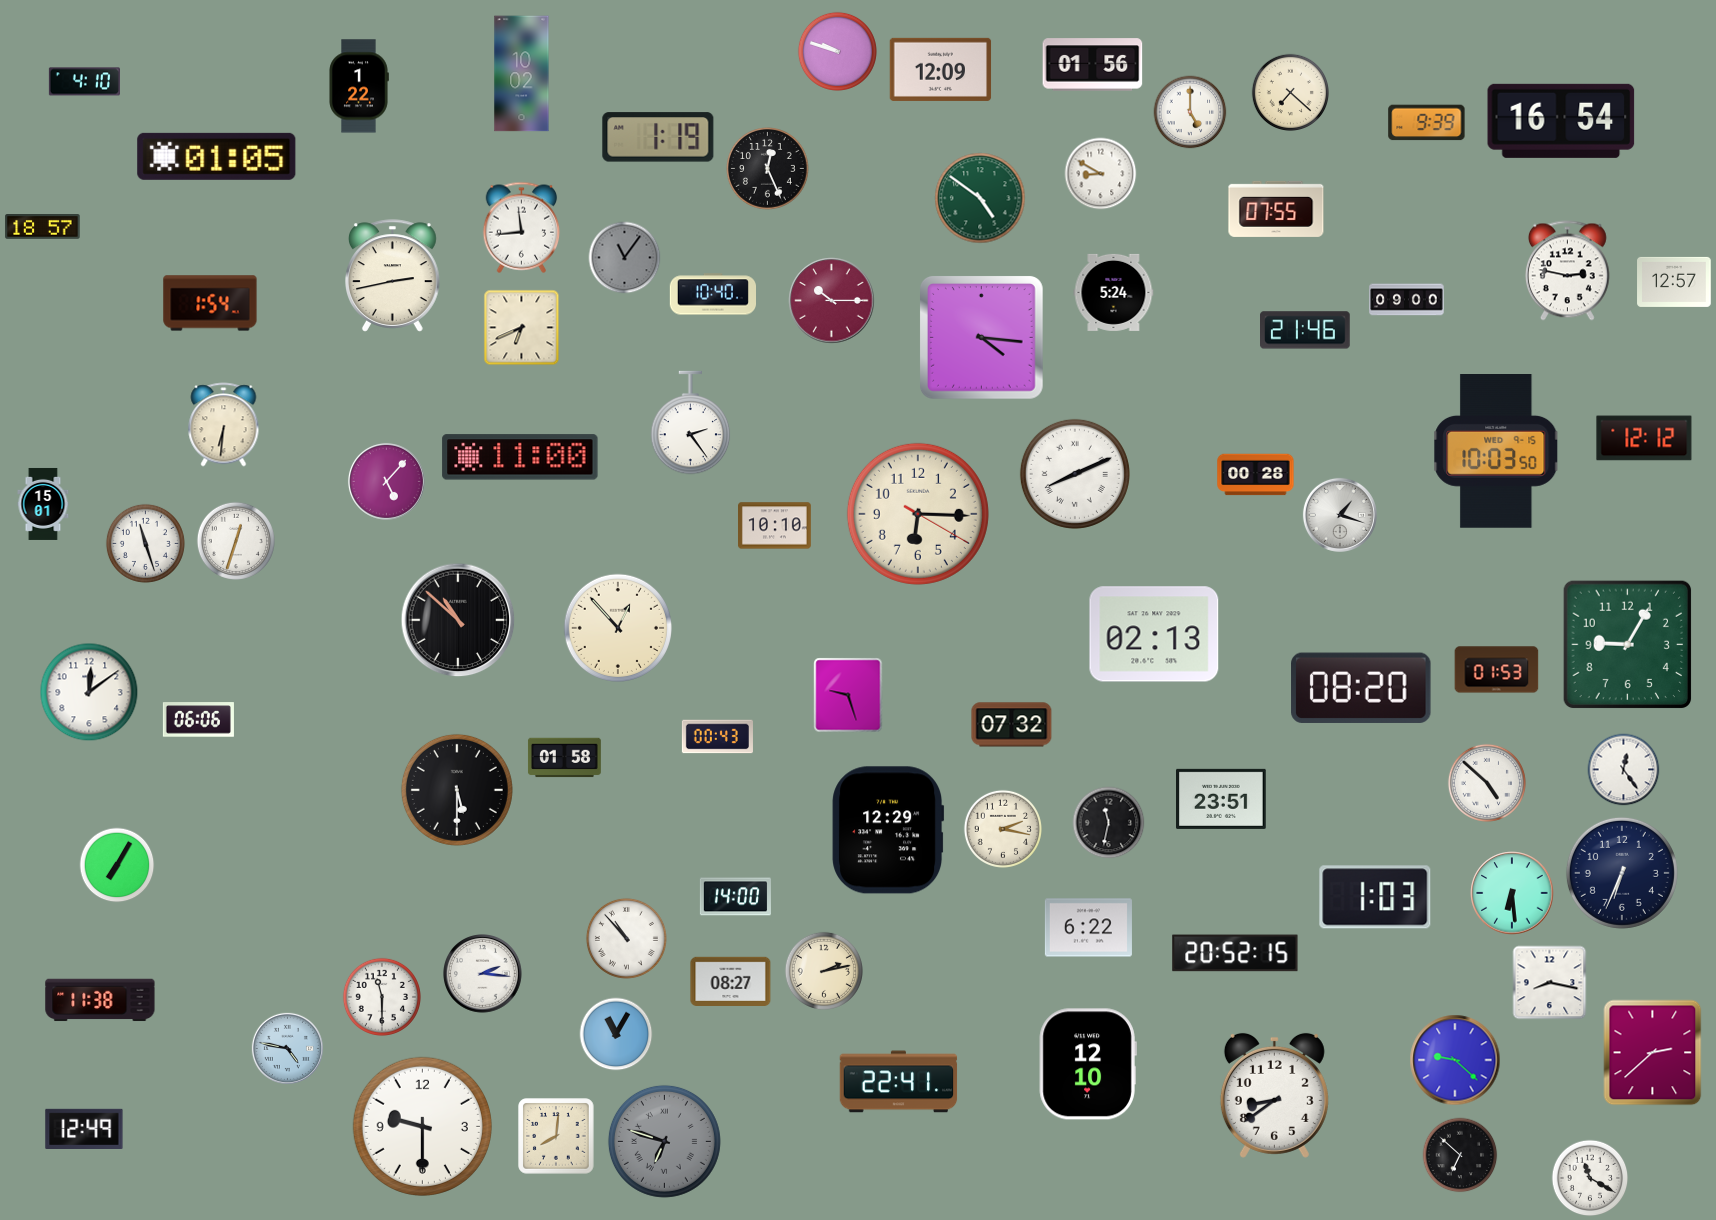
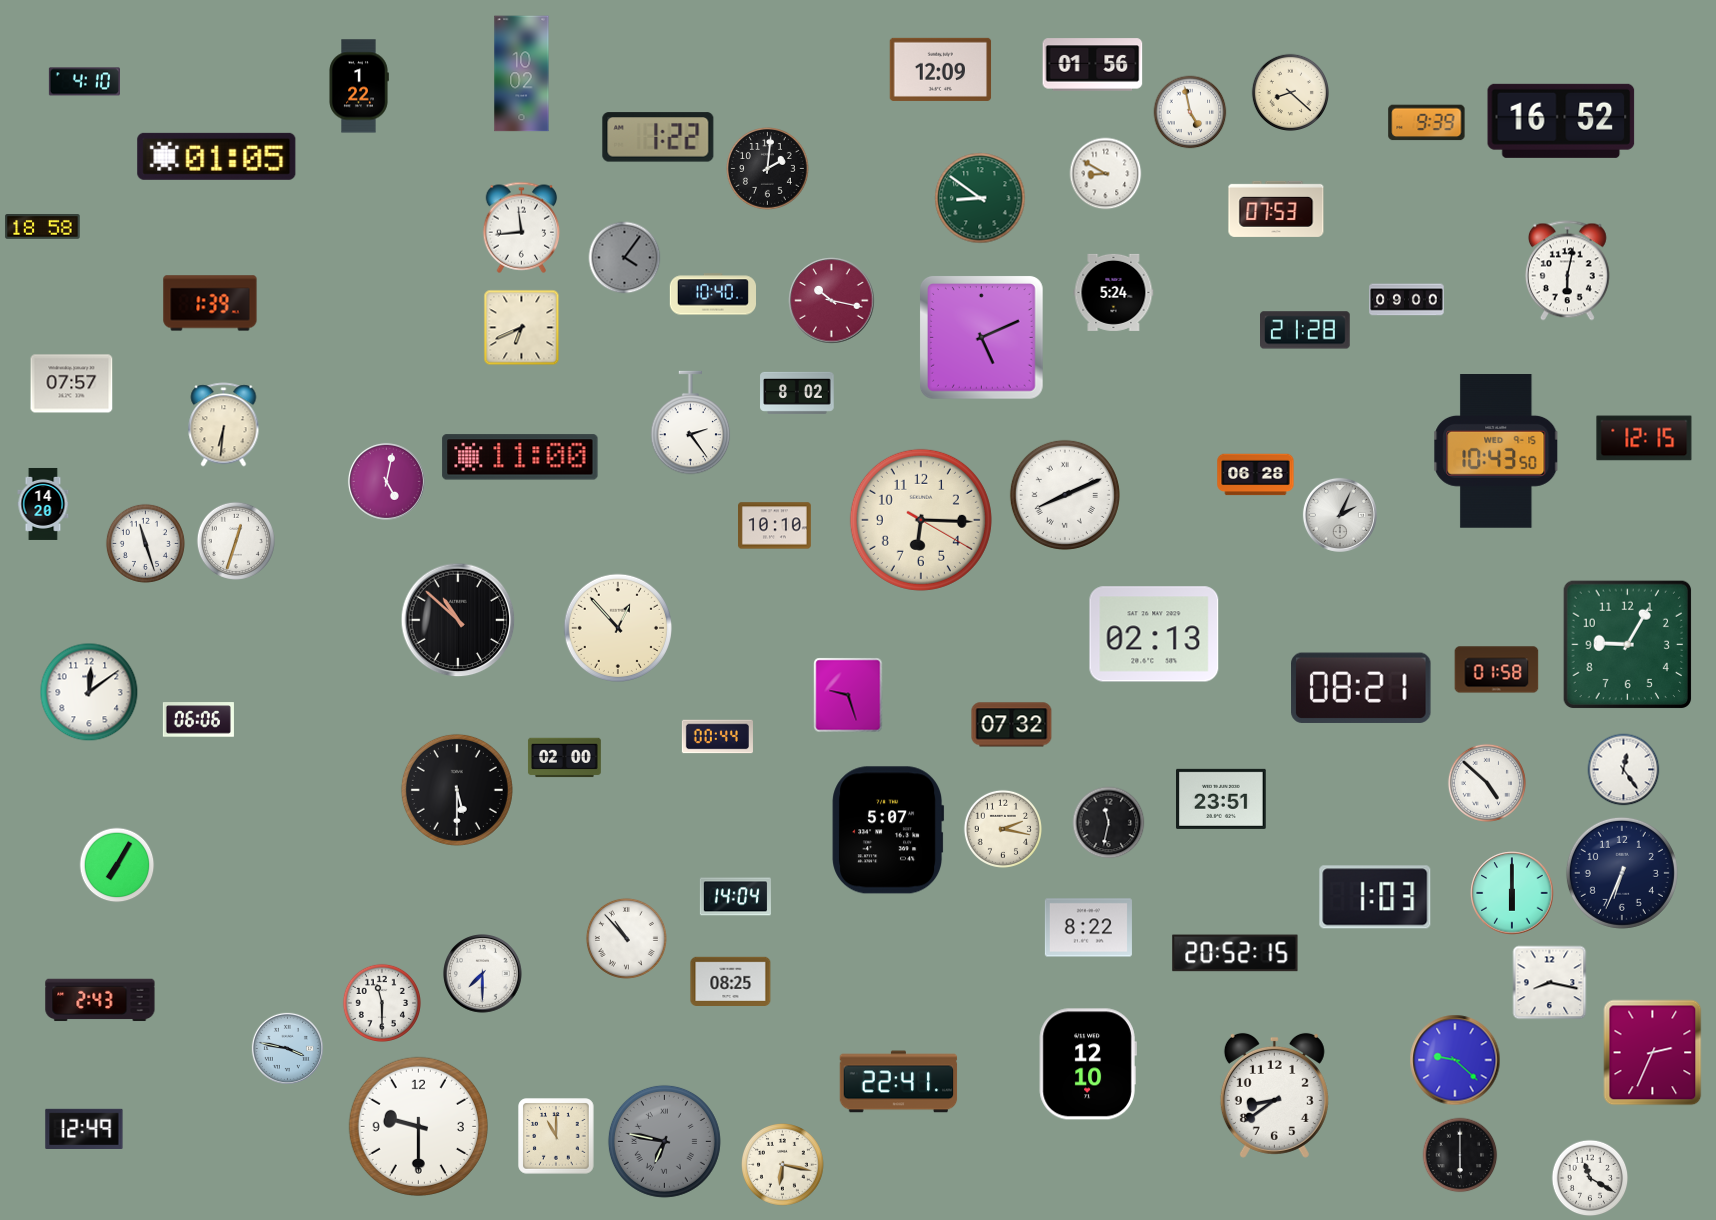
clock at (837, 51): 9:48 -> none
clock at (1290, 92): 7:22 -> 8:22
clock at (1190, 112): 5:00 -> 4:58
clock at (1561, 121): 16:54 -> 16:52
clock at (658, 137): 1:19 -> 1:22
clock at (768, 169): 12:26 -> 2:01
clock at (1101, 174) position: (1101, 174) -> (1106, 174)
clock at (980, 198): 4:51 -> 8:51
clock at (1276, 209): 07:55 -> 07:53
clock at (43, 227): 18:57 -> 18:58
clock at (625, 258): 11:06 -> 4:06
clock at (1567, 271): 2:47 -> 6:02
clock at (393, 276): 2:43 -> none
clock at (1674, 282): 12:57 -> none
clock at (832, 301): 10:15 -> 10:17
clock at (210, 303): 1:54 -> 1:39
clock at (1306, 330): 21:46 -> 21:28
clock at (981, 337): 4:16 -> 5:11
clock at (72, 384): none -> 07:57
clock at (797, 393): none -> 8:02
clock at (1644, 438): 12:12 -> 12:15
clock at (1496, 452): 10:03 -> 10:43
clock at (1075, 474) position: (1075, 474) -> (1065, 495)
clock at (1256, 475): 00:28 -> 06:28
clock at (386, 481): 5:07 -> 5:02
clock at (43, 504): 15:01 -> 14:20
clock at (918, 514) position: (918, 514) -> (921, 520)
clock at (1340, 515): 1:18 -> 2:04
clock at (1497, 670): 01:53 -> 01:58
clock at (1361, 687): 08:20 -> 08:21
clock at (717, 737): 00:43 -> 00:44
clock at (565, 758): 01:58 -> 02:00
clock at (888, 830): 12:29 -> 5:07
clock at (1512, 893): 6:29 -> 6:00
clock at (735, 897): 14:00 -> 14:04
clock at (1088, 928): 6:22 -> 8:22
clock at (824, 971): 2:13 -> none
clock at (483, 974): 2:16 -> 7:30
clock at (731, 981): 08:27 -> 08:25
clock at (382, 997) position: (382, 997) -> (382, 1003)
clock at (100, 1000): 11:38 -> 2:43
clock at (616, 1034): 11:05 -> none
clock at (287, 1048): 4:47 -> 3:47
clock at (1653, 1053): 2:38 -> 2:34
clock at (422, 1126) position: (422, 1126) -> (418, 1126)
clock at (556, 1136): 8:01 -> 11:00
clock at (664, 1141): 6:48 -> 6:47
clock at (1460, 1155): 6:52 -> 6:00
clock at (783, 1165): none -> 6:17
